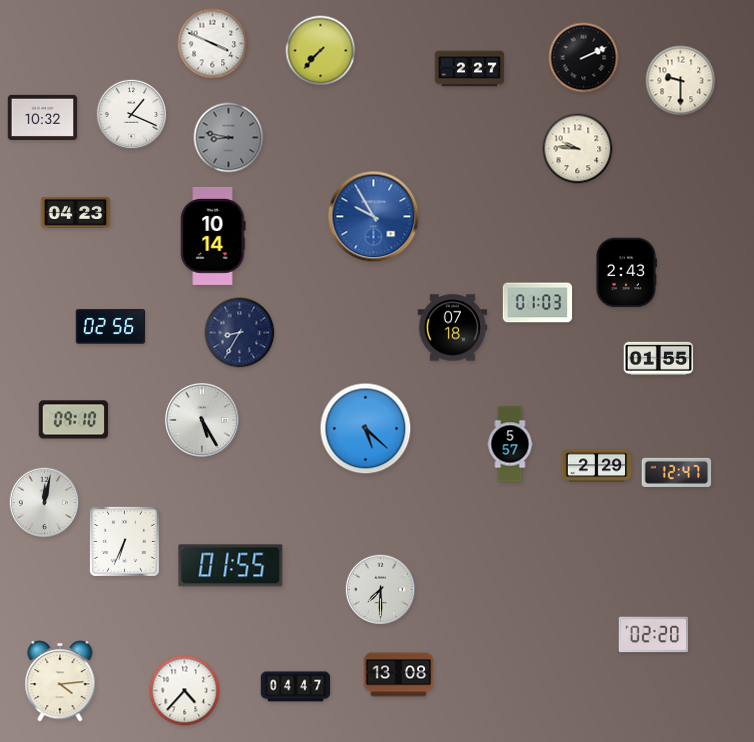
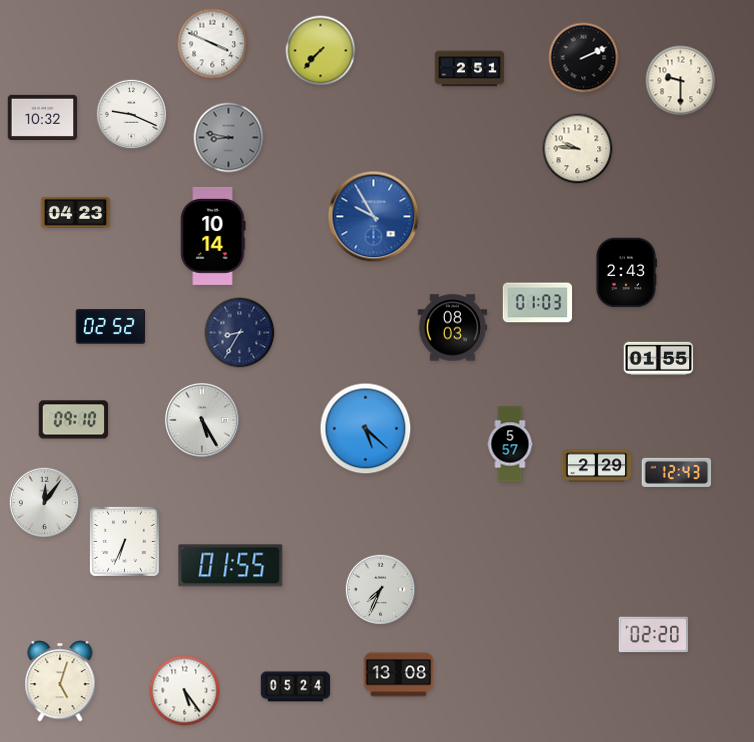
clock at (470, 69): 2:27 -> 2:51
clock at (131, 114): 1:19 -> 9:19
clock at (111, 327): 02:56 -> 02:52
clock at (453, 328): 07:18 -> 08:03
clock at (677, 472): 12:47 -> 12:43
clock at (44, 502): 12:02 -> 12:06
clock at (380, 589): 7:30 -> 7:34
clock at (60, 681): 4:14 -> 5:03
clock at (296, 687): 04:47 -> 05:24
clock at (185, 691): 4:37 -> 5:24
